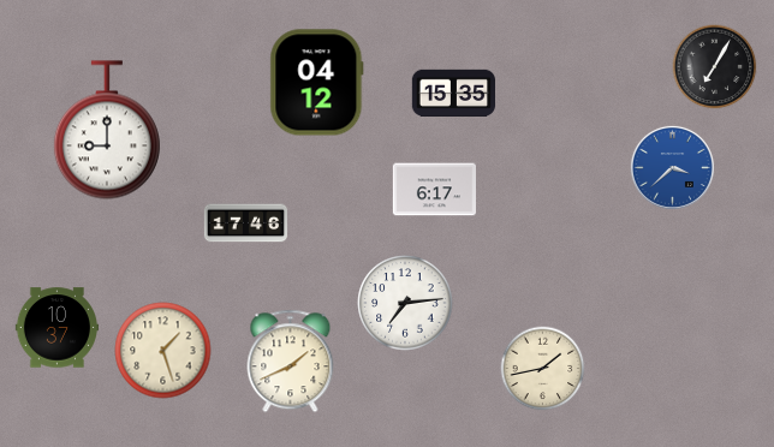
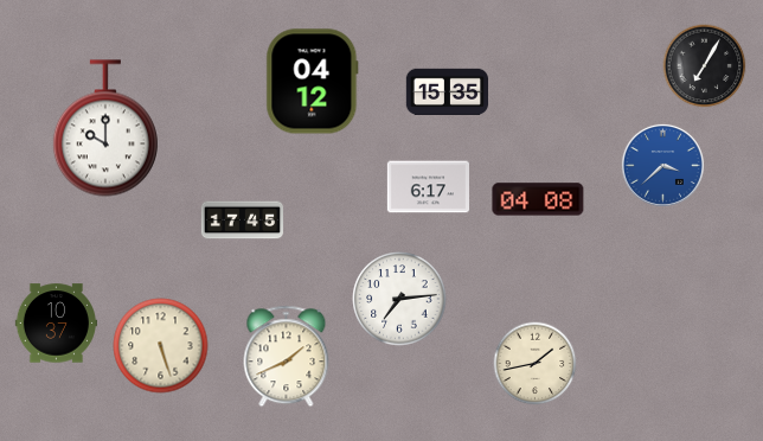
clock at (107, 130): 9:00 -> 10:00
clock at (538, 199): none -> 04:08
clock at (246, 223): 17:46 -> 17:45
clock at (163, 351): 1:27 -> 5:27
